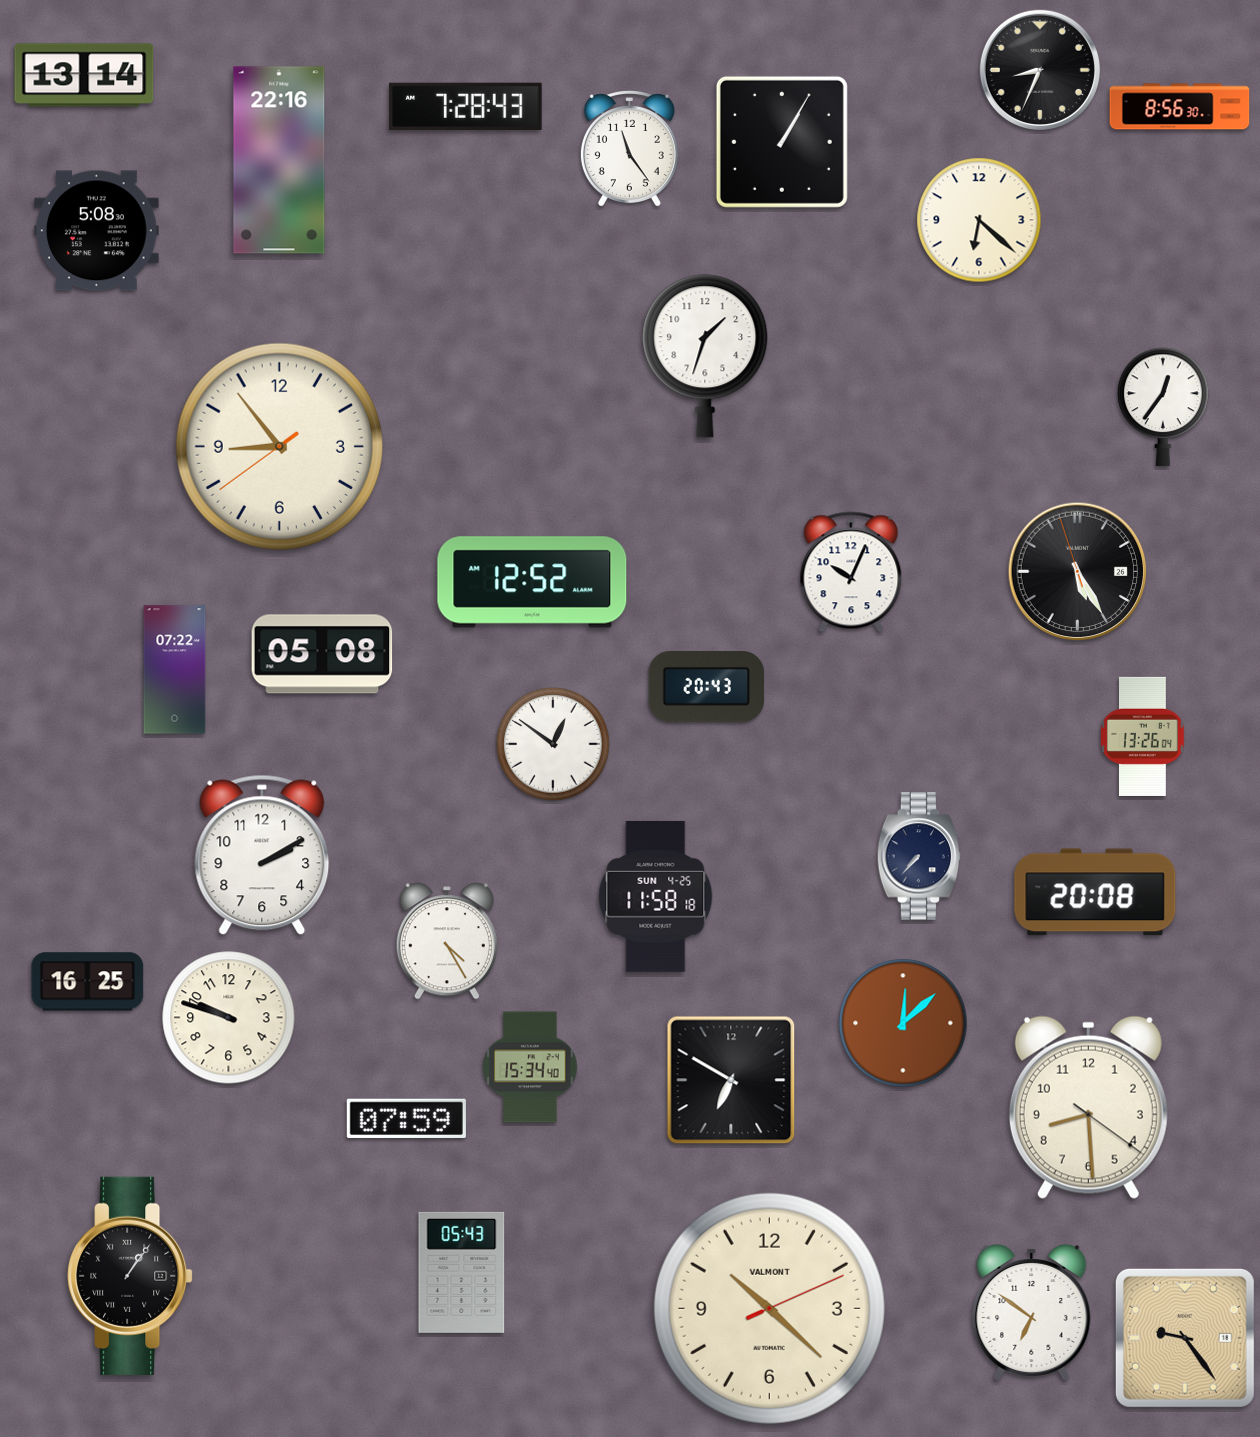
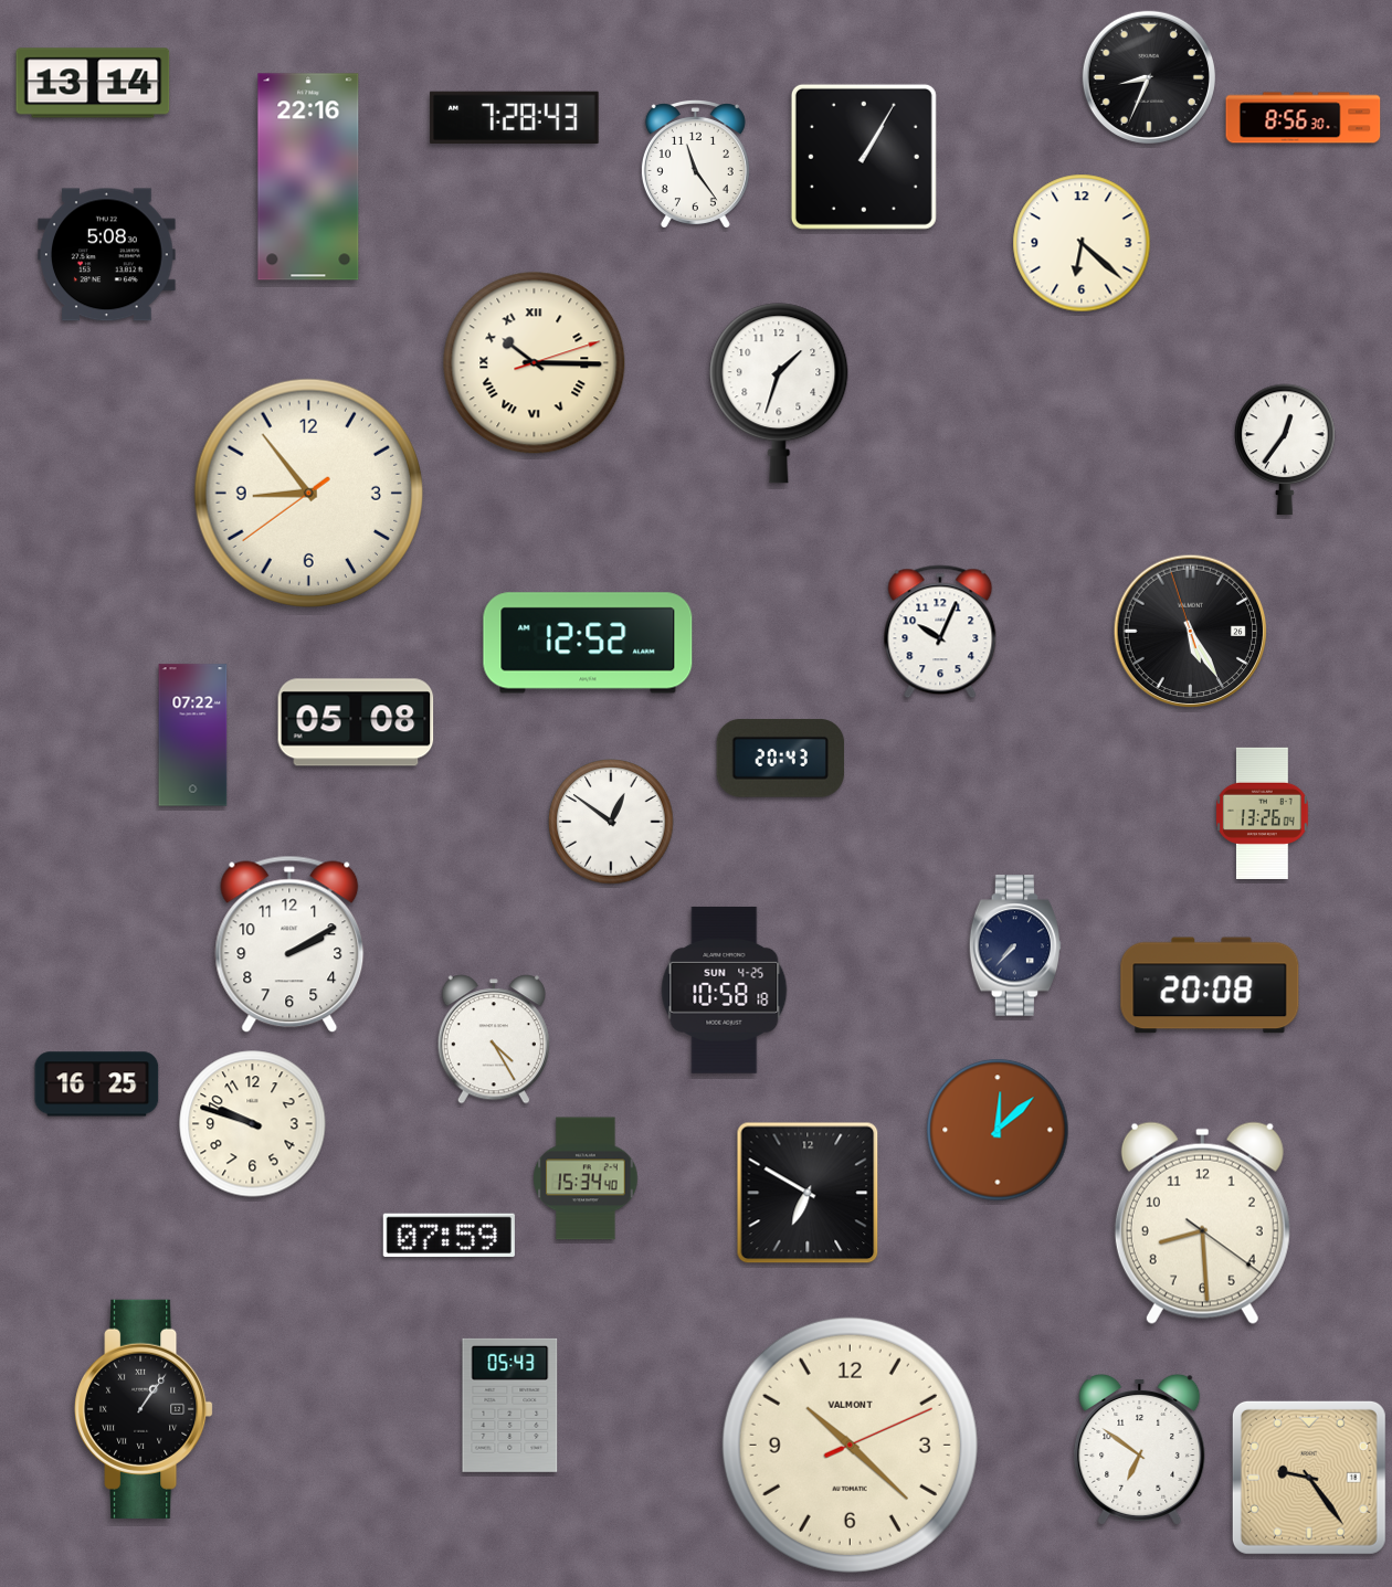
clock at (535, 363): none -> 10:15
clock at (175, 670) position: (175, 670) -> (193, 736)
clock at (656, 896): 11:58 -> 10:58
